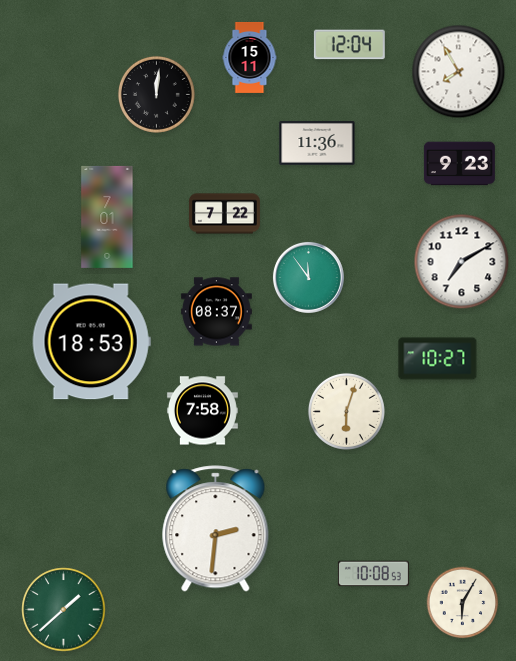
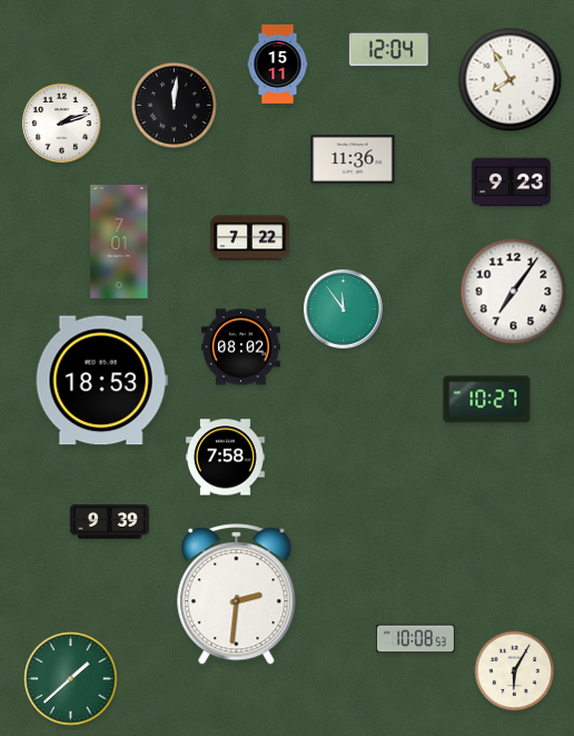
clock at (61, 122): none -> 2:12
clock at (462, 262): 7:10 -> 7:06
clock at (216, 312): 08:37 -> 08:02
clock at (346, 411): 6:03 -> none
clock at (109, 522): none -> 9:39
clock at (216, 529) position: (216, 529) -> (237, 595)
